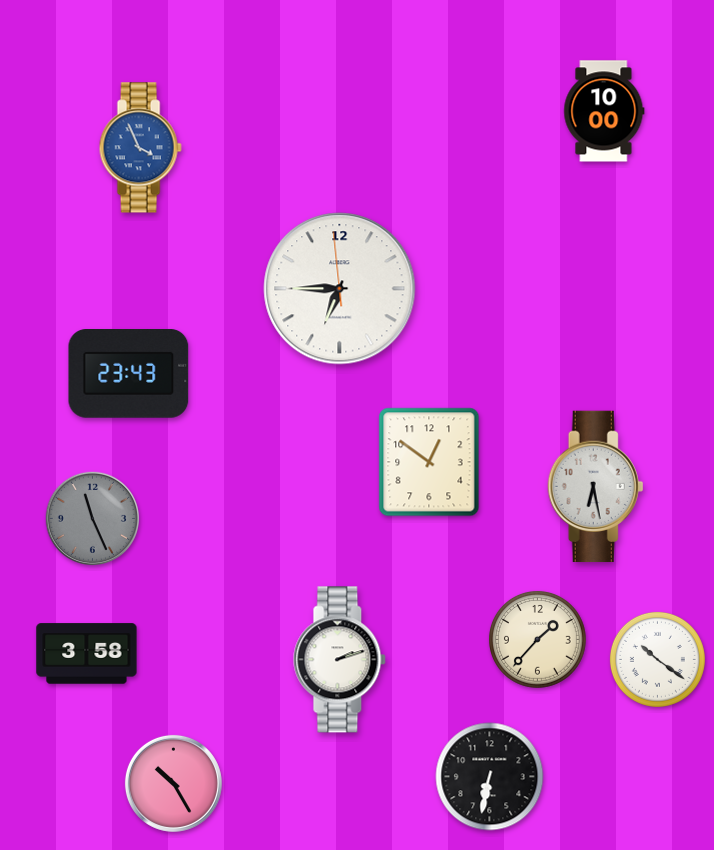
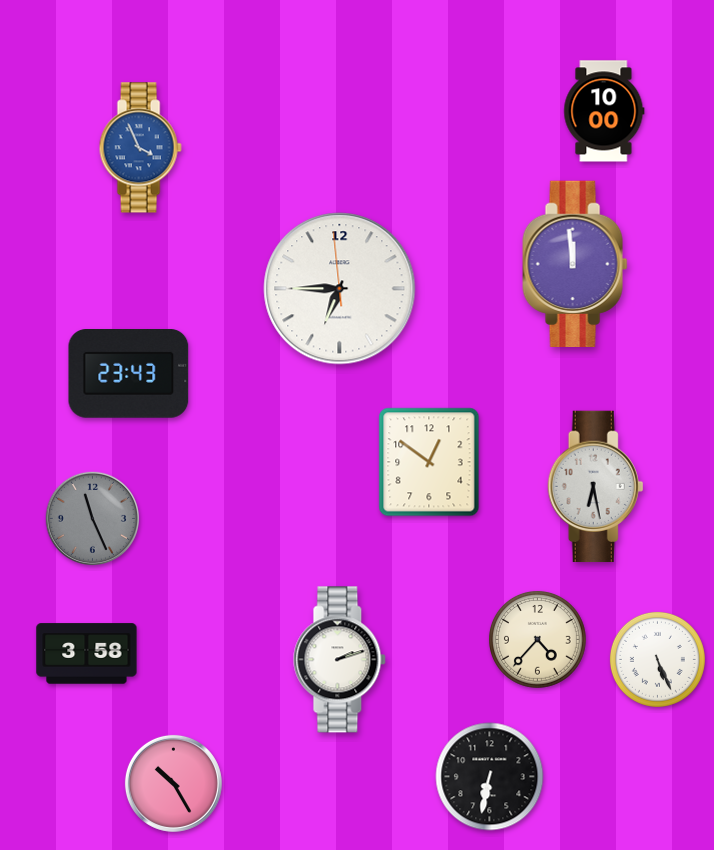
clock at (575, 263): none -> 11:59
clock at (538, 640): 1:37 -> 4:37
clock at (657, 659): 10:21 -> 5:26
